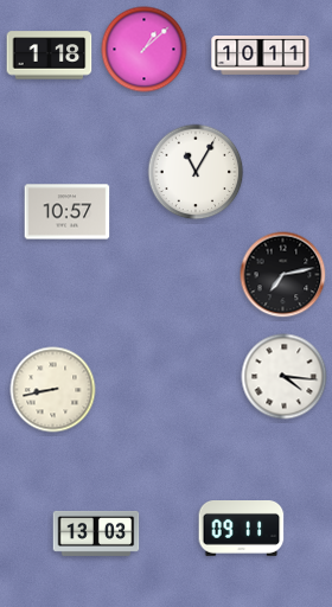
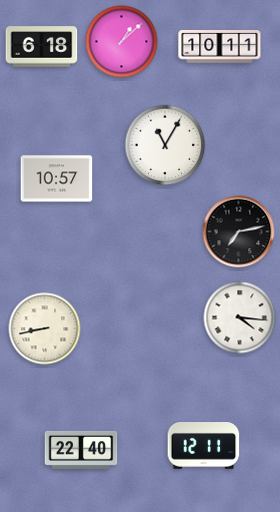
clock at (50, 56): 1:18 -> 6:18
clock at (242, 529): 09:11 -> 12:11
clock at (96, 533): 13:03 -> 22:40
